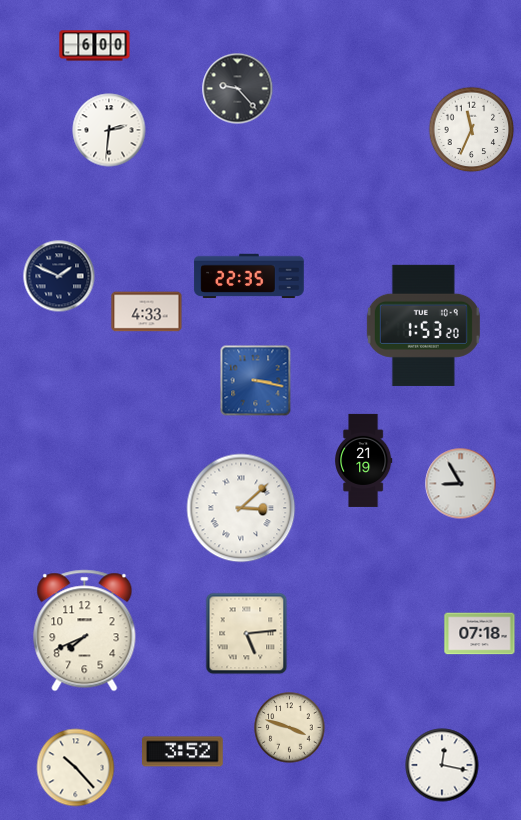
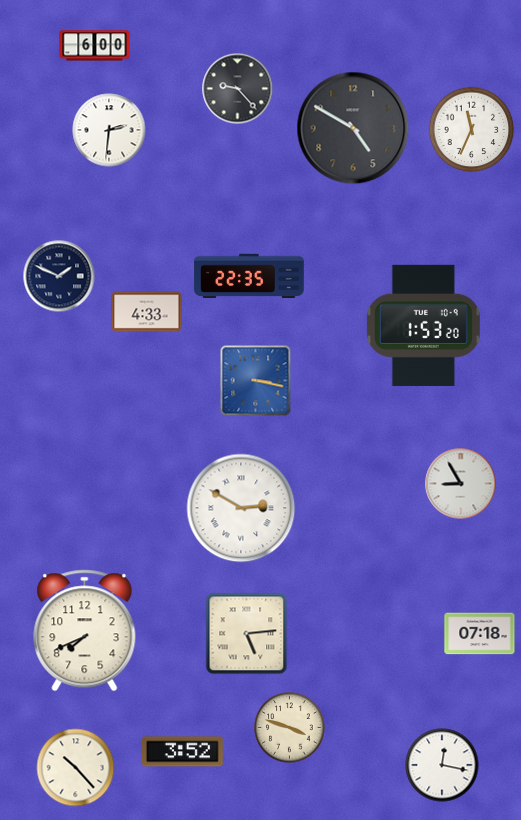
clock at (353, 128): none -> 4:50
clock at (364, 460): 21:19 -> none
clock at (241, 508): 3:08 -> 2:50
